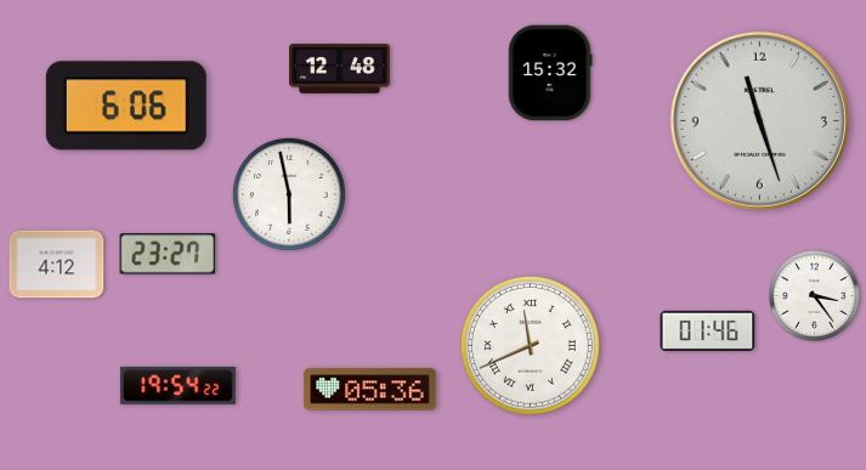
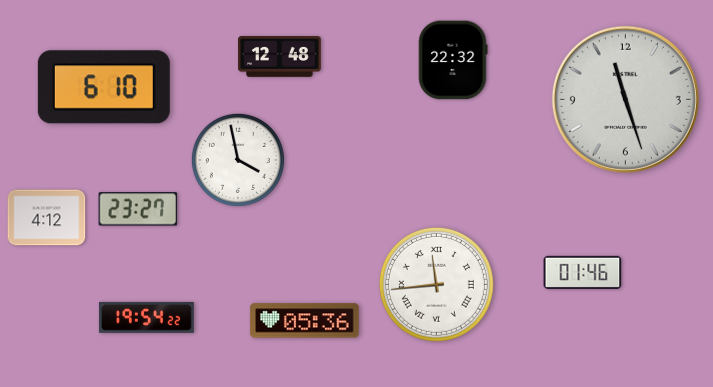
clock at (550, 73): 15:32 -> 22:32
clock at (126, 106): 6:06 -> 6:10
clock at (289, 194): 5:58 -> 3:58
clock at (815, 296): 3:24 -> none
clock at (530, 345): 11:41 -> 11:44
